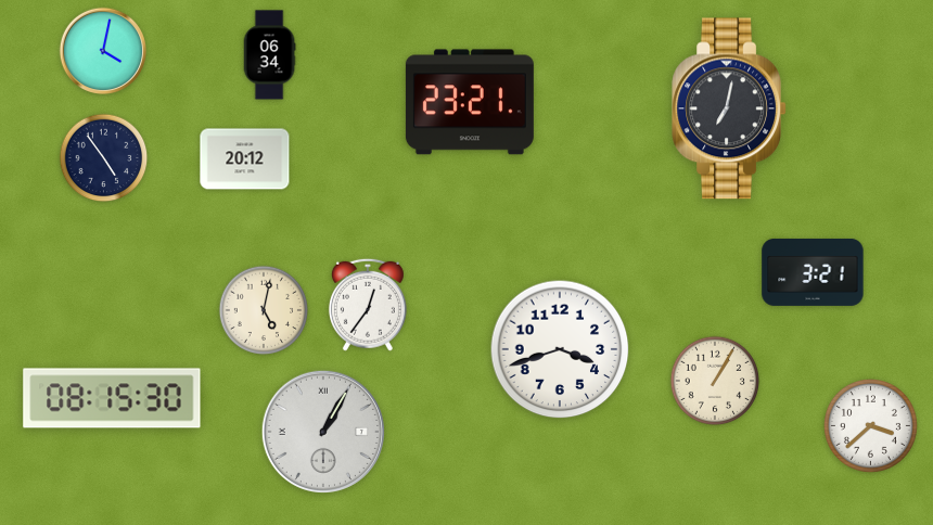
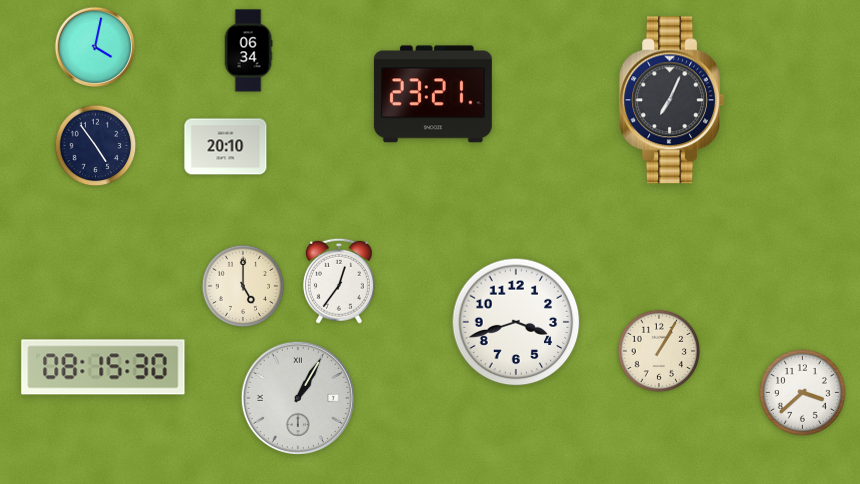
clock at (729, 108): 7:02 -> 7:04
clock at (245, 159): 20:12 -> 20:10
clock at (813, 272): 3:21 -> none
clock at (264, 310): 5:02 -> 5:00
